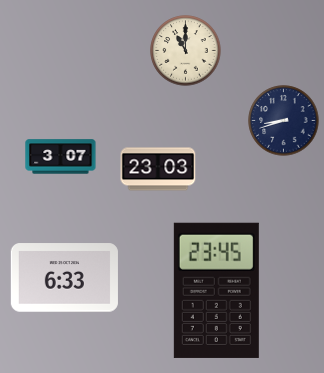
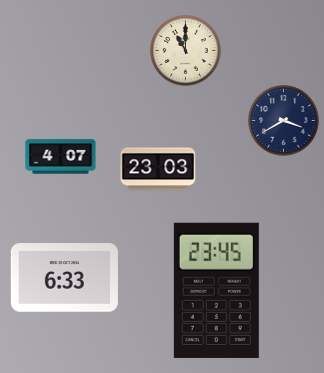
clock at (284, 121): 8:42 -> 3:40
clock at (61, 157): 3:07 -> 4:07
